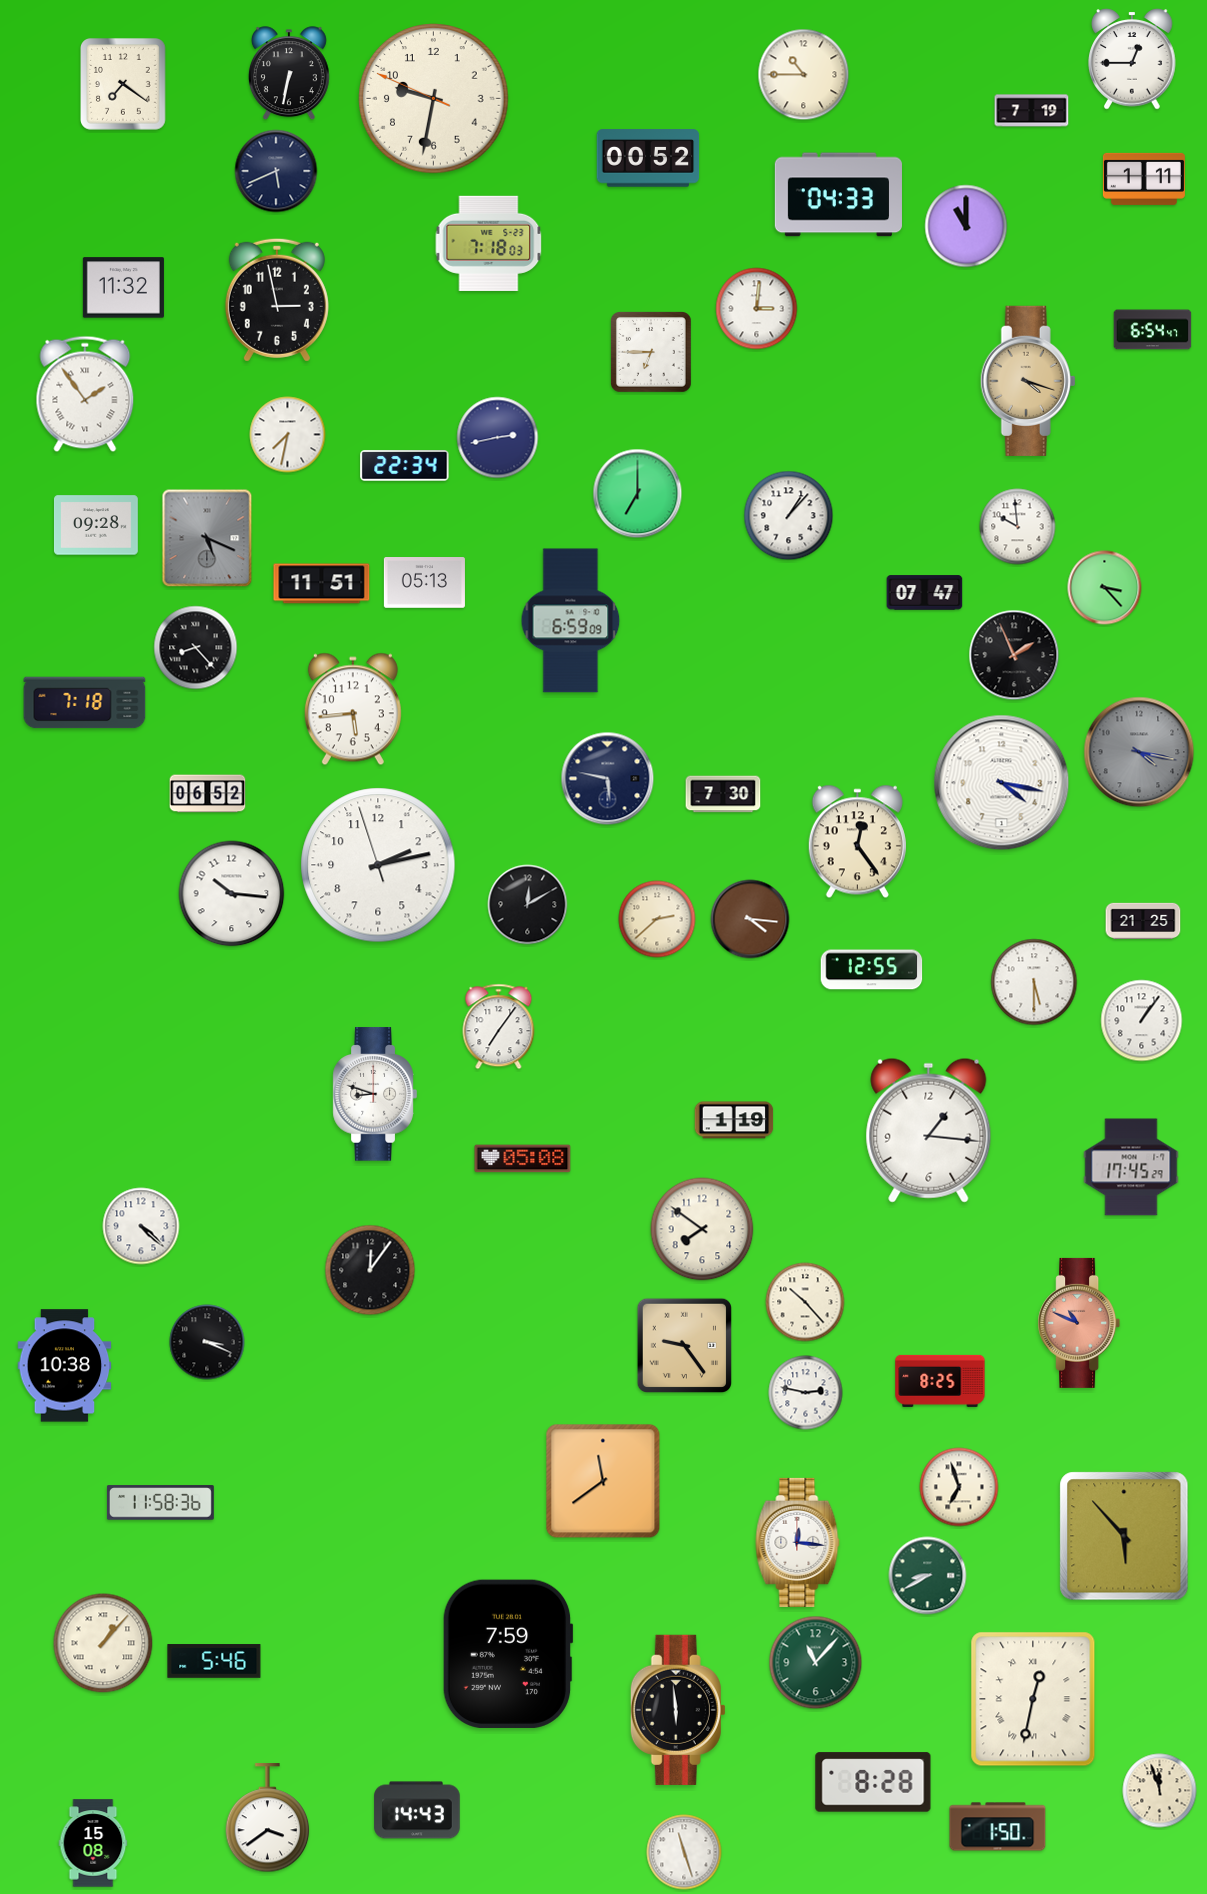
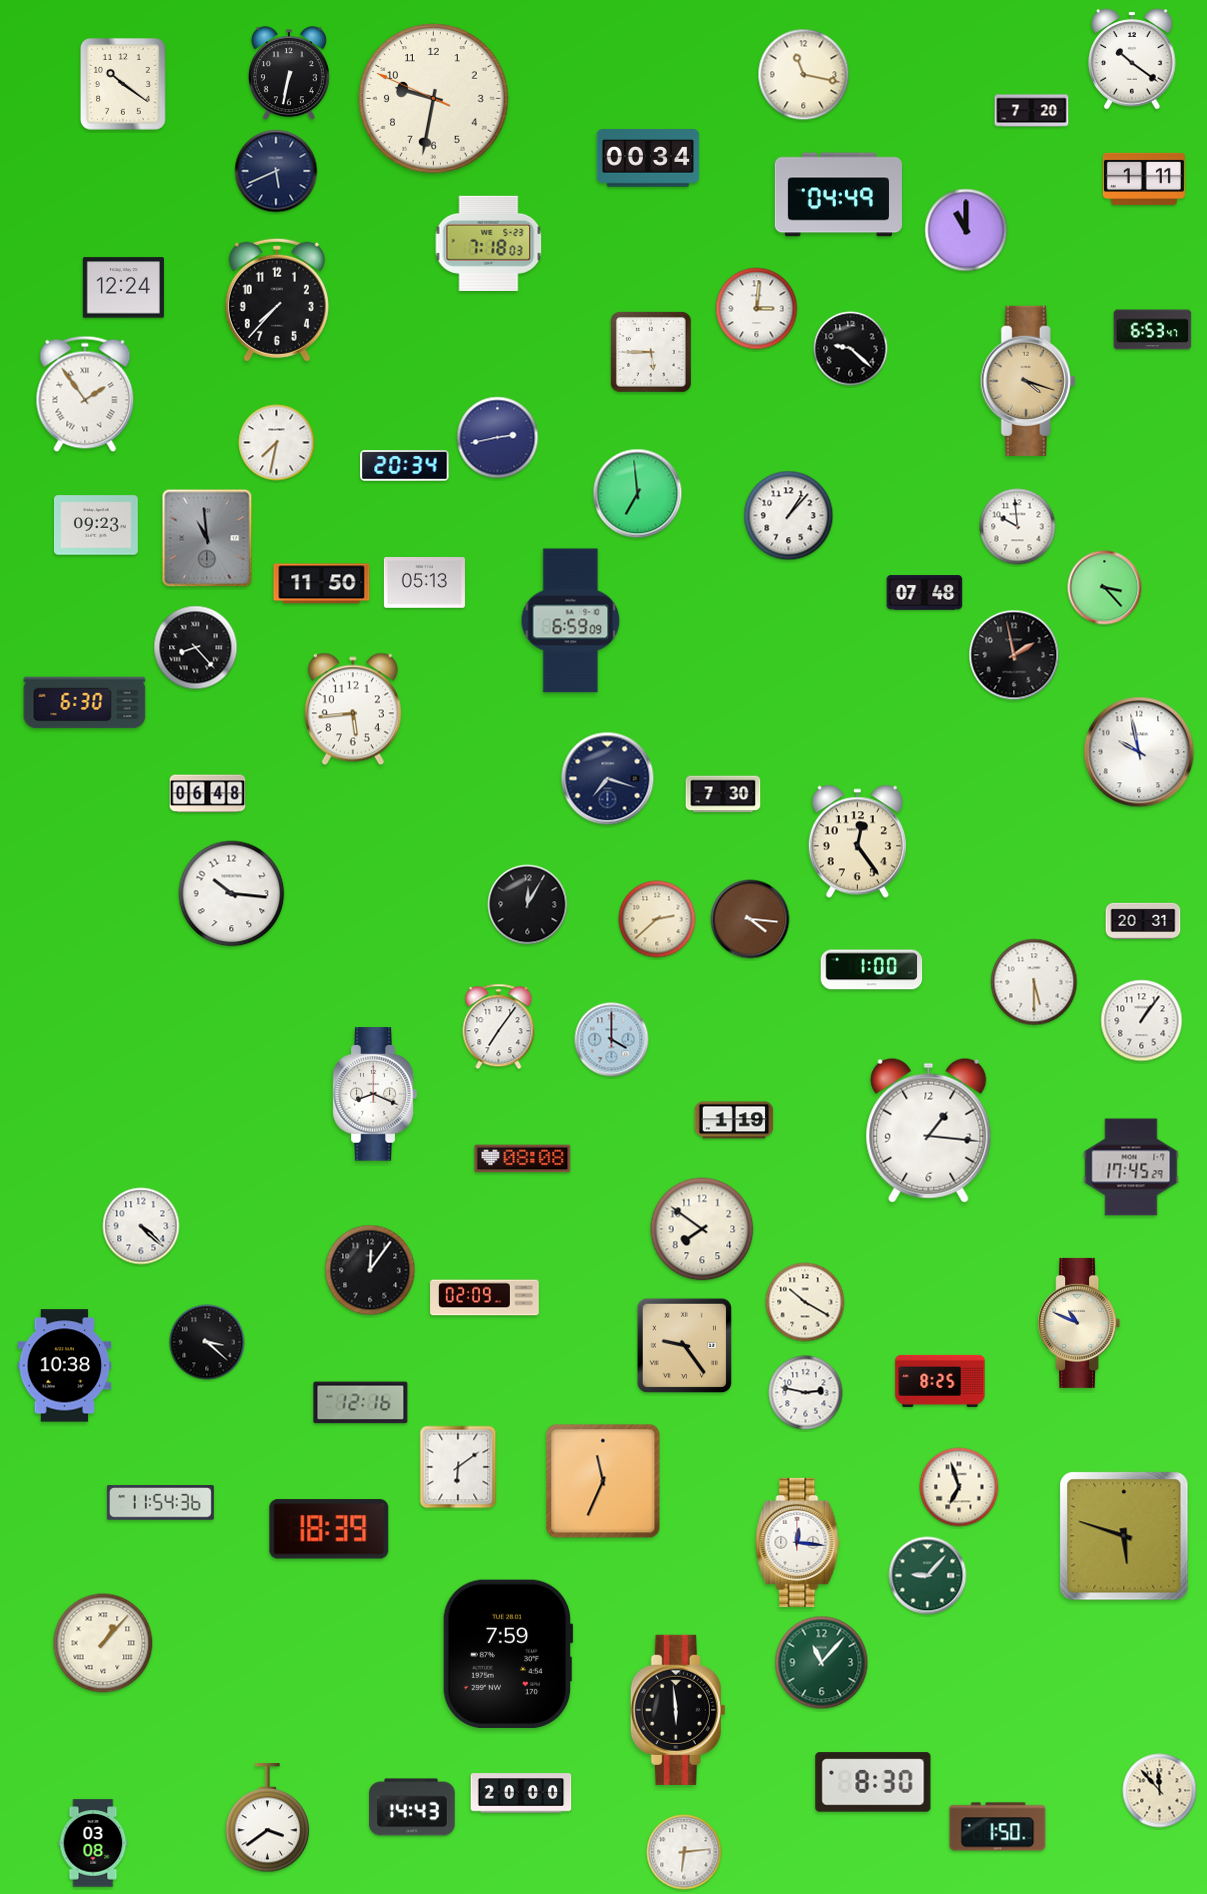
clock at (1132, 59): 12:45 -> 10:21
clock at (804, 75): 10:45 -> 11:17
clock at (124, 85): 7:21 -> 10:21
clock at (1032, 111): 7:19 -> 7:20
clock at (648, 158): 00:52 -> 00:34
clock at (838, 195): 04:33 -> 04:49
clock at (966, 226) position: (966, 226) -> (966, 230)
clock at (123, 288): 11:32 -> 12:24
clock at (277, 300): 2:58 -> 7:37
clock at (1153, 330): 6:54 -> 6:53
clock at (851, 349): none -> 9:22
clock at (651, 352): 6:45 -> 5:45
clock at (288, 435) position: (288, 435) -> (277, 443)
clock at (405, 466): 22:34 -> 20:34
clock at (638, 494): 7:00 -> 6:59
clock at (96, 525): 09:28 -> 09:23
clock at (207, 538): 5:19 -> 10:59
clock at (322, 584): 11:51 -> 11:50
clock at (925, 593): 07:47 -> 07:48
clock at (1014, 655): 1:56 -> 1:58
clock at (85, 703): 7:18 -> 6:30
clock at (1139, 752): 4:17 -> 9:58
clock at (1139, 752) dial: grey -> white
clock at (608, 779): 5:47 -> 7:18
clock at (1002, 783): 4:17 -> none
clock at (208, 794): 06:52 -> 06:48
clock at (378, 865): 2:12 -> none
clock at (528, 905): 12:10 -> 12:05
clock at (1143, 920): 21:25 -> 20:31
clock at (872, 970): 12:55 -> 1:00
clock at (612, 1040): none -> 4:00
clock at (375, 1094): 8:48 -> 8:19
clock at (523, 1159): 05:08 -> 08:08
clock at (485, 1298): none -> 02:09
clock at (805, 1302): 10:23 -> 10:20
clock at (1079, 1323) dial: salmon -> cream
clock at (207, 1342): 3:19 -> 3:22
clock at (361, 1403): none -> 12:16
clock at (458, 1467): none -> 6:09
clock at (603, 1481): 11:39 -> 11:34
clock at (160, 1503): 11:58 -> 11:54
clock at (329, 1529): none -> 18:39
clock at (1124, 1536): 5:53 -> 5:48
clock at (928, 1576): 8:40 -> 9:07
clock at (214, 1661): 5:46 -> none
clock at (816, 1663) position: (816, 1663) -> (822, 1663)
clock at (1033, 1699): 12:32 -> none
clock at (873, 1782): 8:28 -> 8:30
clock at (1160, 1791): 11:57 -> 11:53
clock at (521, 1793): none -> 20:00
clock at (417, 1810) position: (417, 1810) -> (412, 1807)
clock at (93, 1843): 15:08 -> 03:08
clock at (684, 1852): 11:27 -> 6:14
